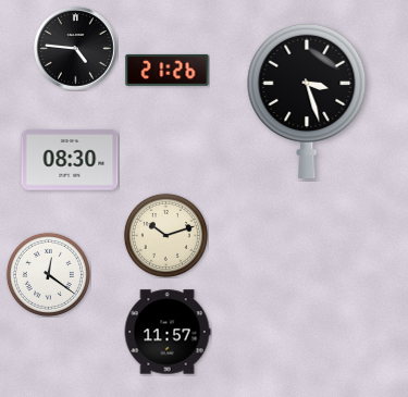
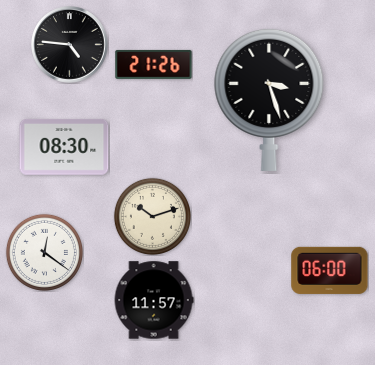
clock at (307, 100) position: (307, 100) -> (269, 99)
clock at (330, 270): none -> 06:00
clock at (168, 332) position: (168, 332) -> (154, 300)
